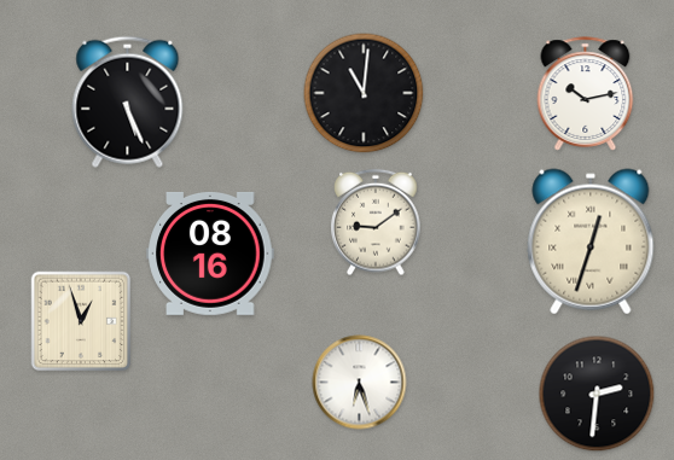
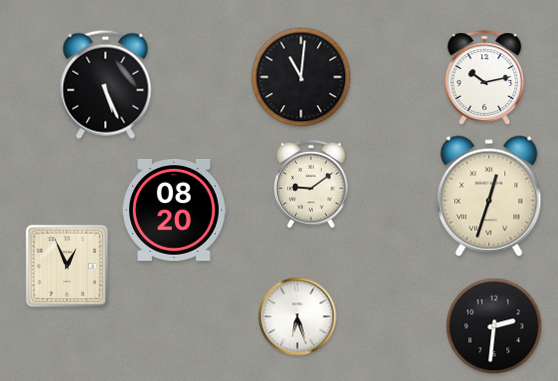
clock at (591, 241) position: (591, 241) -> (489, 196)
clock at (210, 254): 08:16 -> 08:20
clock at (81, 321): 12:57 -> 12:56
